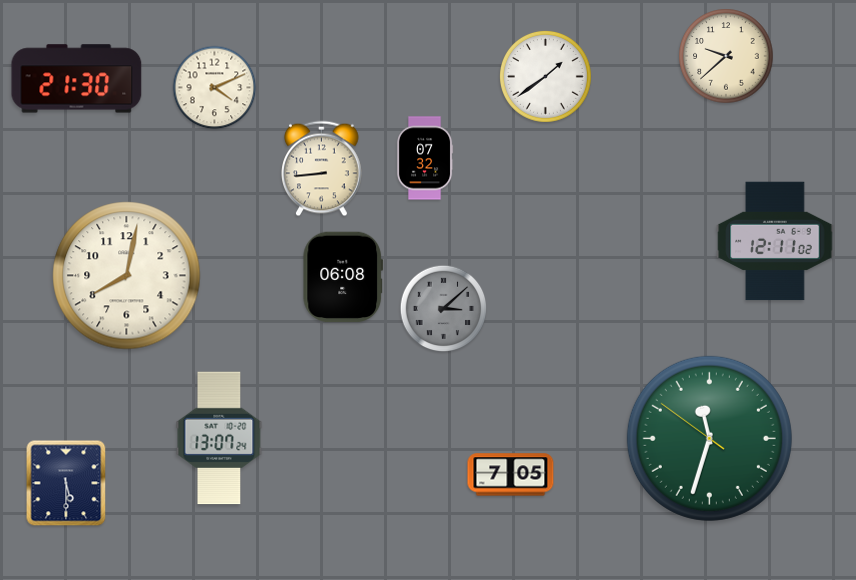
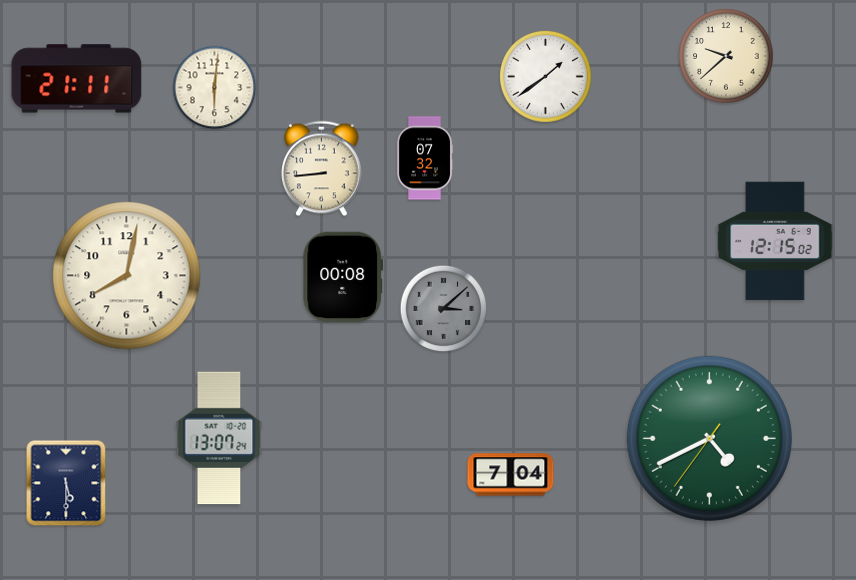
clock at (77, 79): 21:30 -> 21:11
clock at (215, 88): 4:11 -> 6:01
clock at (775, 241): 12:11 -> 12:15
clock at (343, 277): 06:08 -> 00:08
clock at (709, 438): 11:32 -> 4:40
clock at (511, 475): 7:05 -> 7:04
